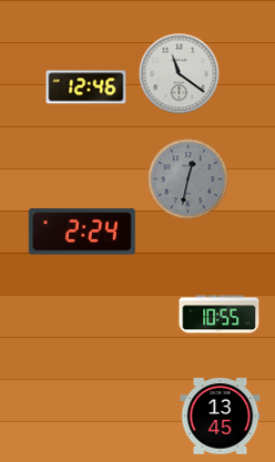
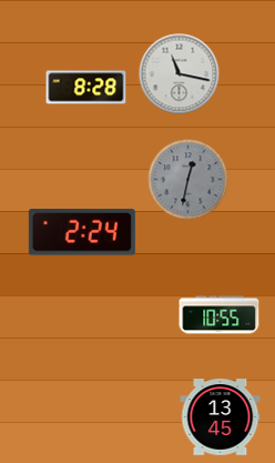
clock at (180, 74): 11:21 -> 11:17
clock at (86, 88): 12:46 -> 8:28
